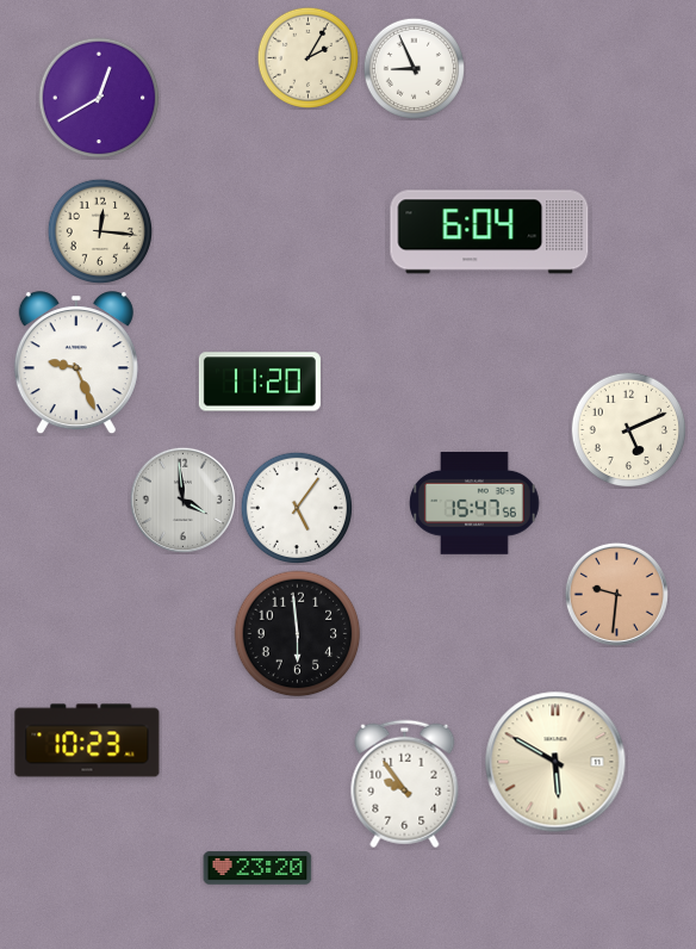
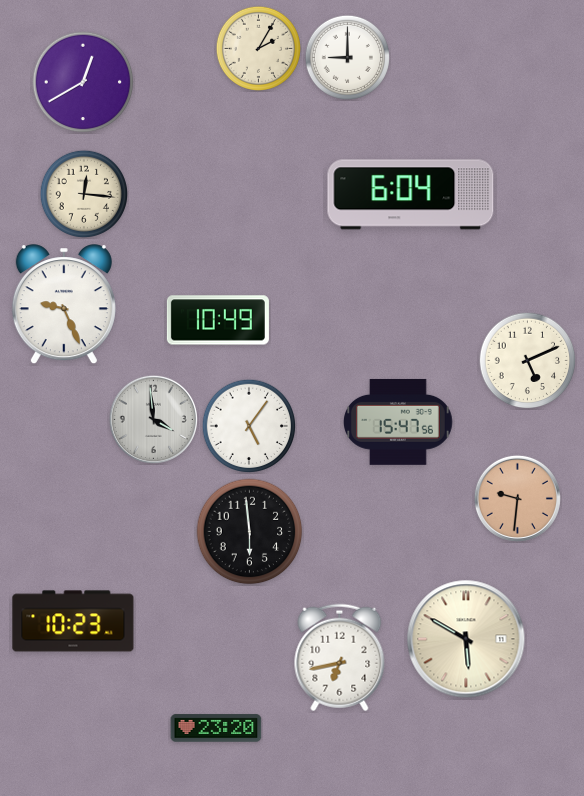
clock at (414, 68): 8:56 -> 9:00
clock at (260, 382): 11:20 -> 10:49
clock at (405, 784): 9:54 -> 6:43
